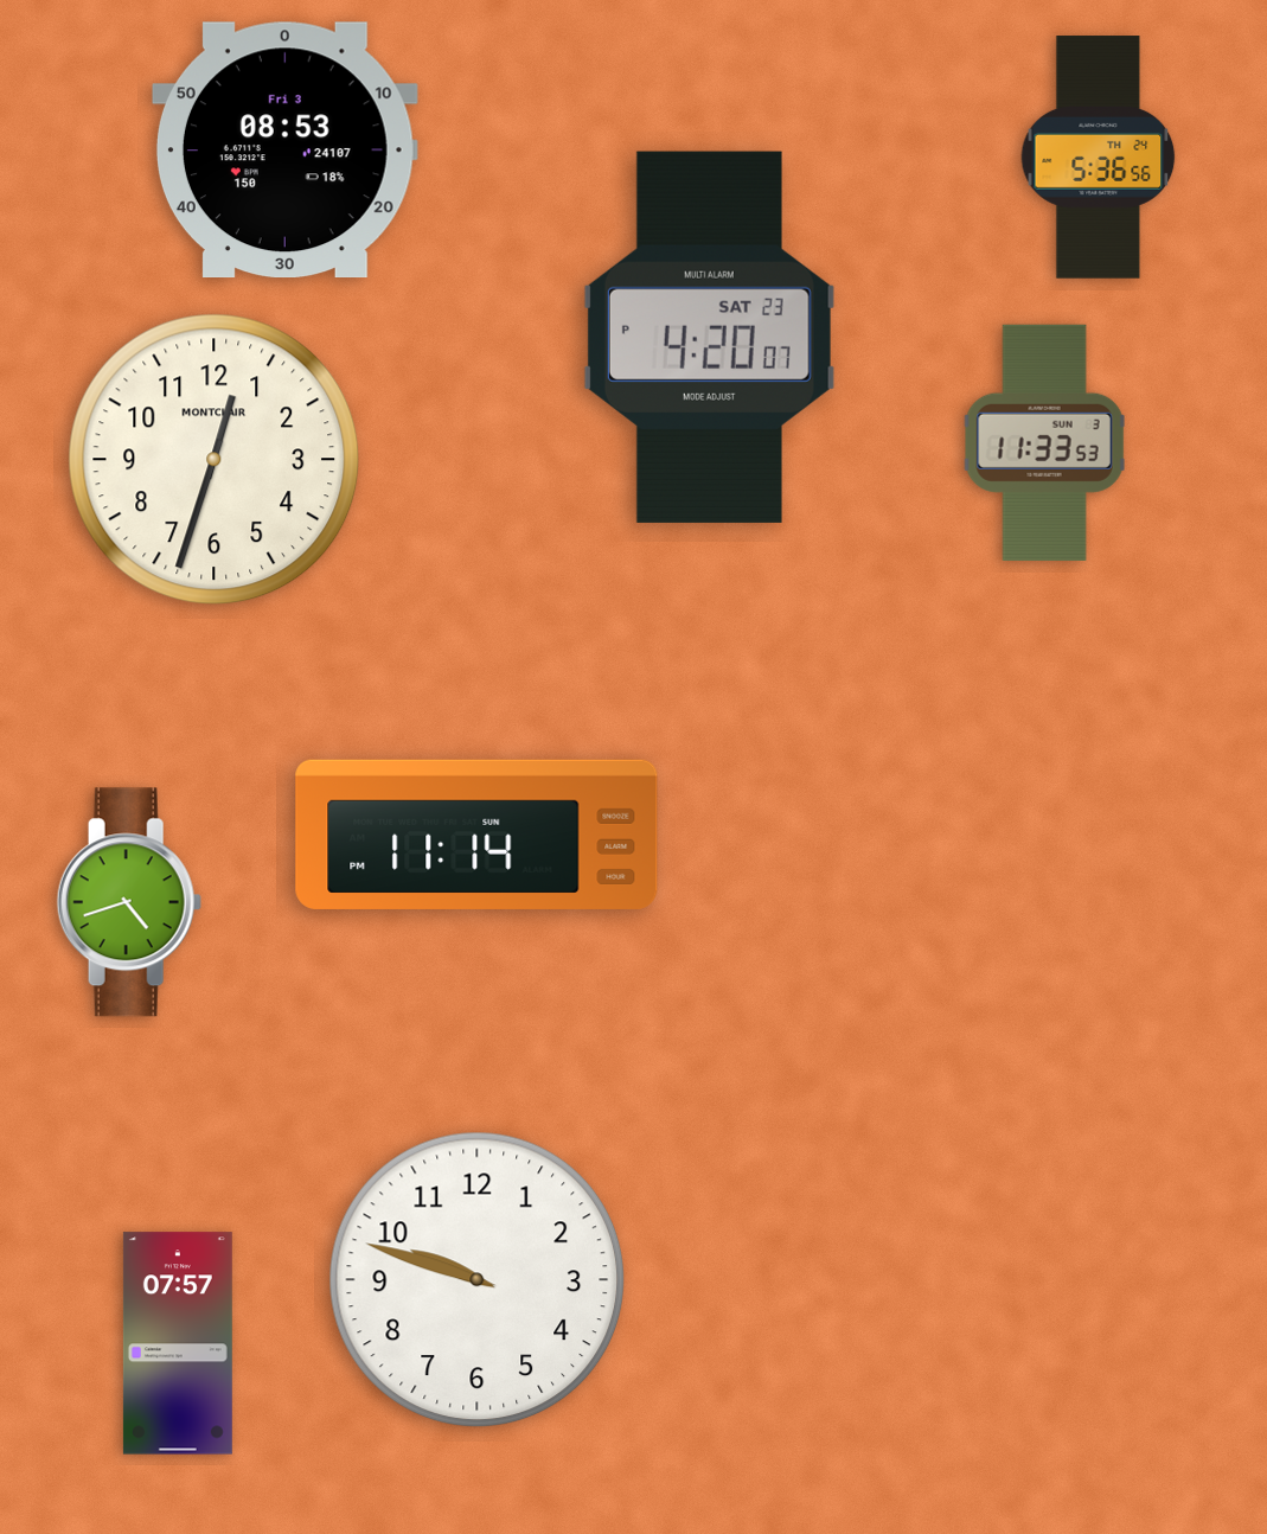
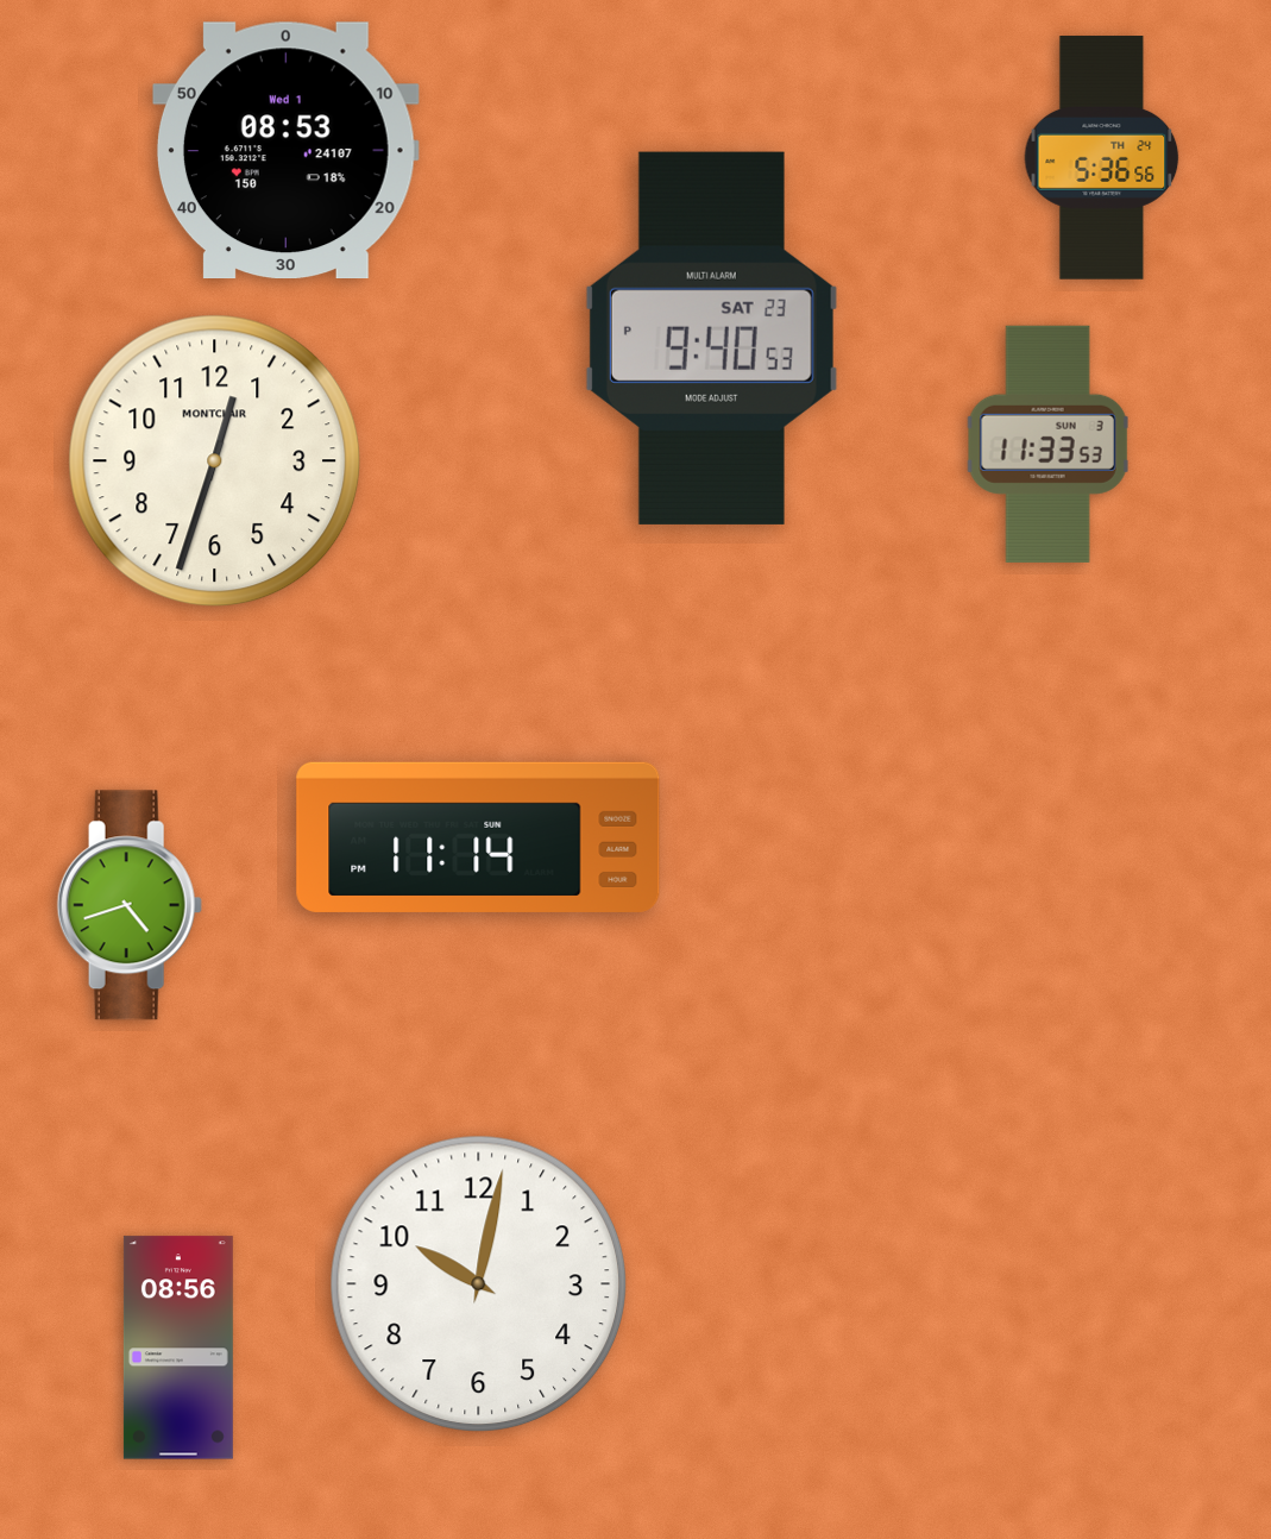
clock at (284, 151) date: Fri 3 -> Wed 1
clock at (709, 337): 4:20 -> 9:40
clock at (478, 1280): 9:48 -> 10:02
clock at (178, 1343): 07:57 -> 08:56
